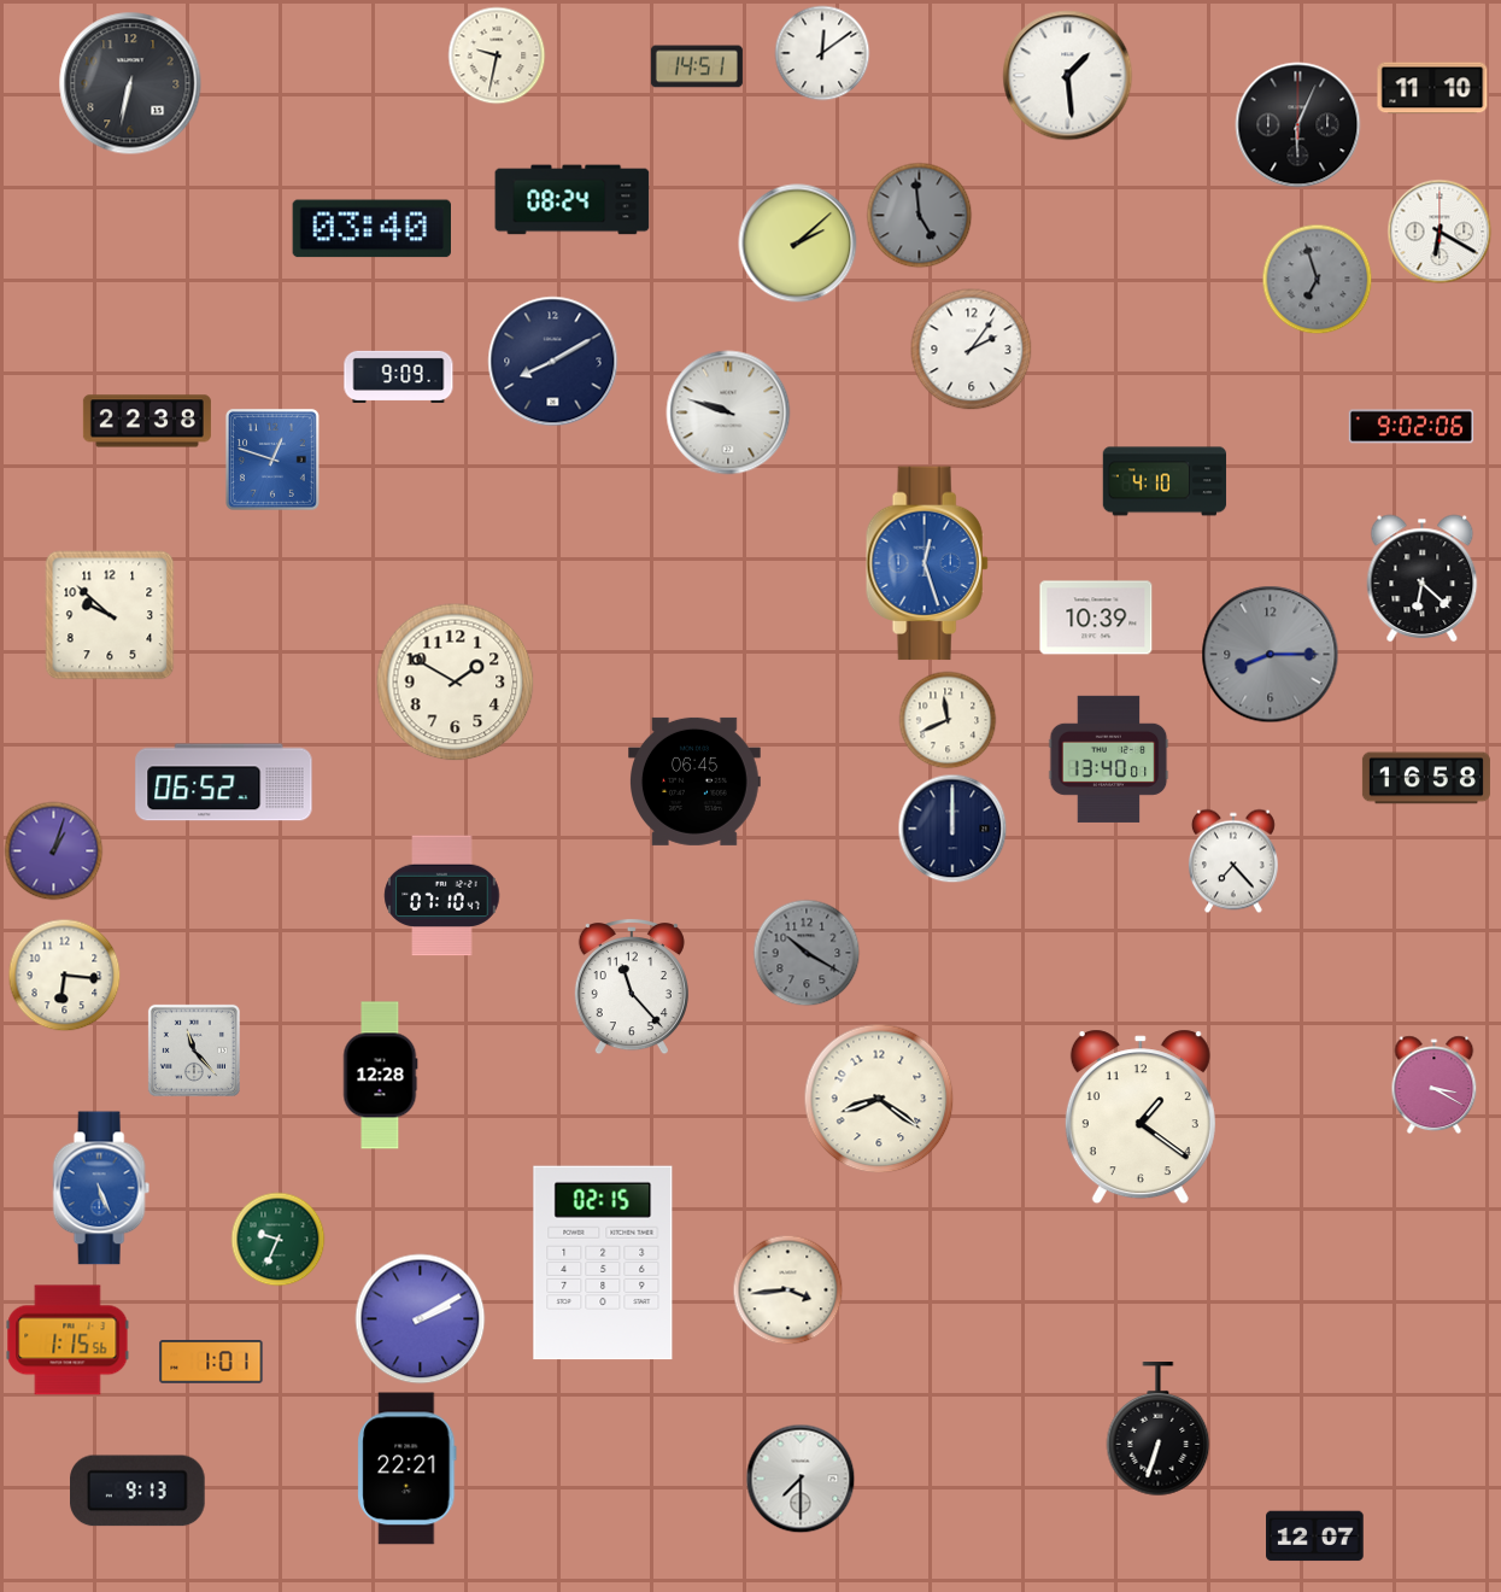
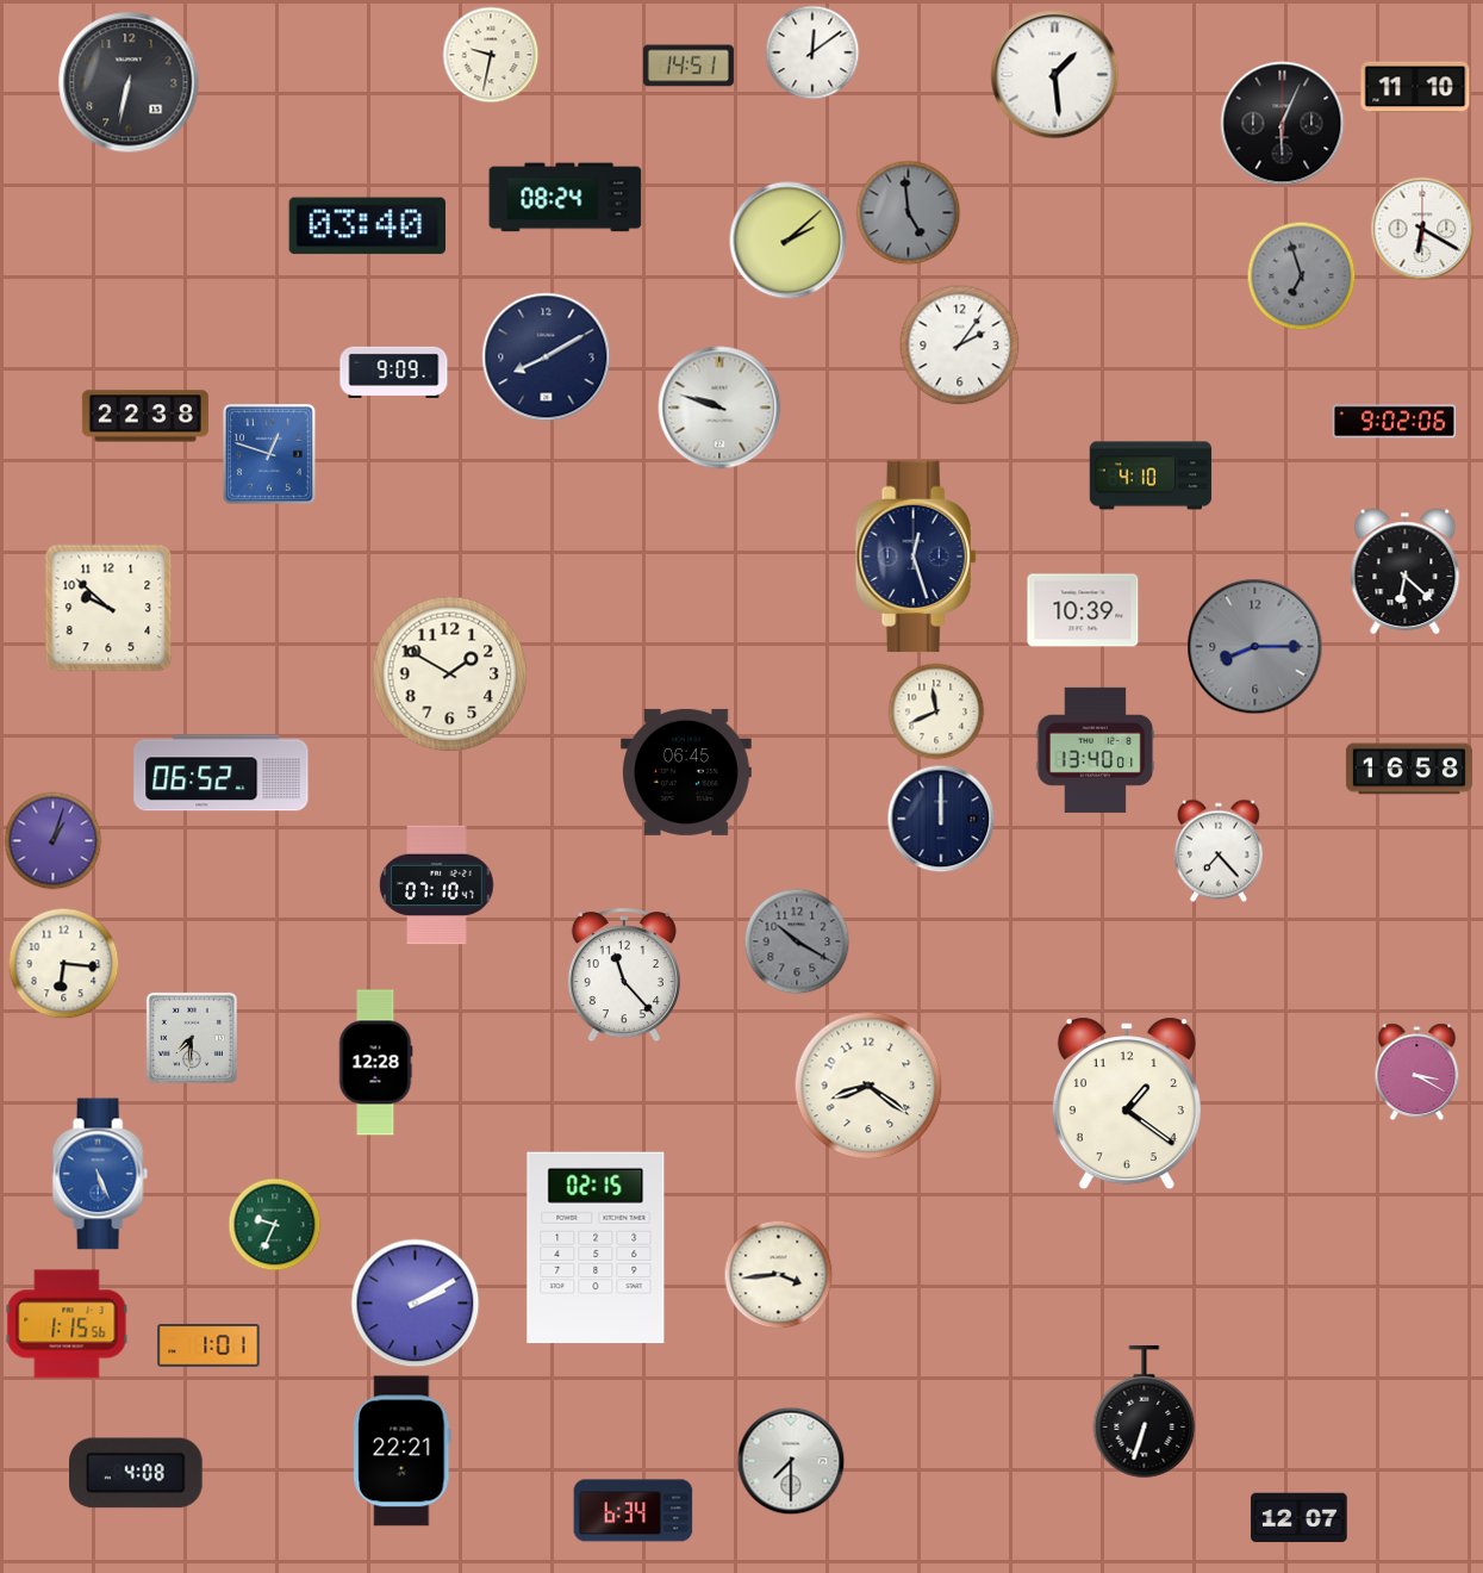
clock at (927, 563) dial: blue -> navy
clock at (194, 1050): 11:23 -> 7:31
clock at (139, 1491): 9:13 -> 4:08
clock at (634, 1511): none -> 6:34
